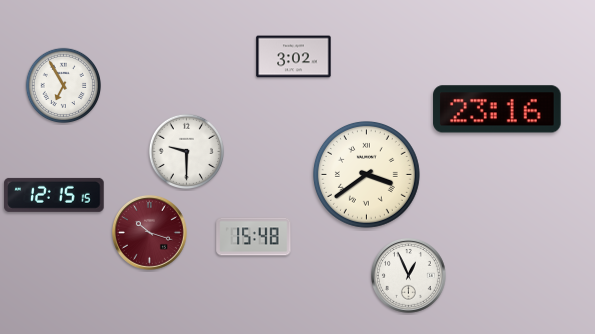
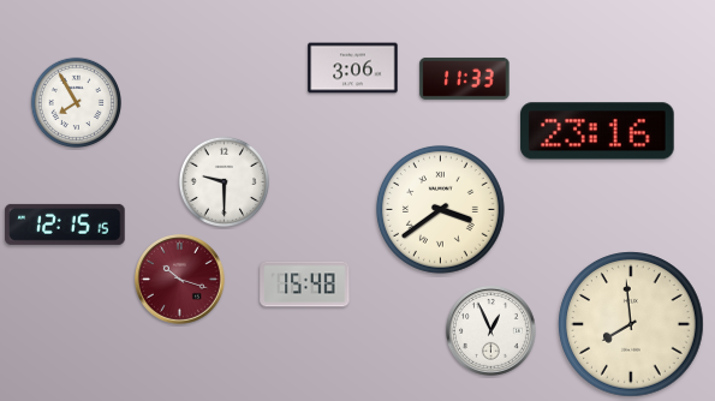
clock at (294, 57): 3:02 -> 3:06
clock at (465, 78): none -> 11:33
clock at (63, 85): 6:55 -> 7:55
clock at (54, 195) position: (54, 195) -> (65, 225)
clock at (631, 324): none -> 7:59
